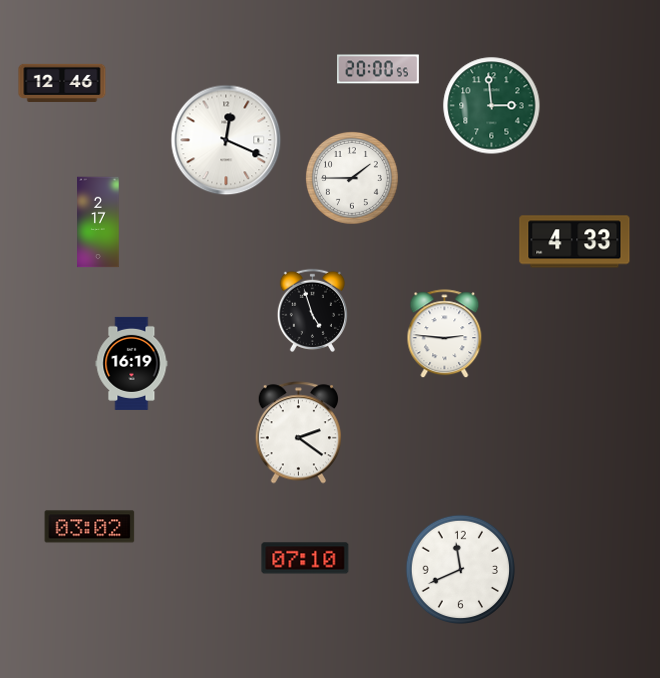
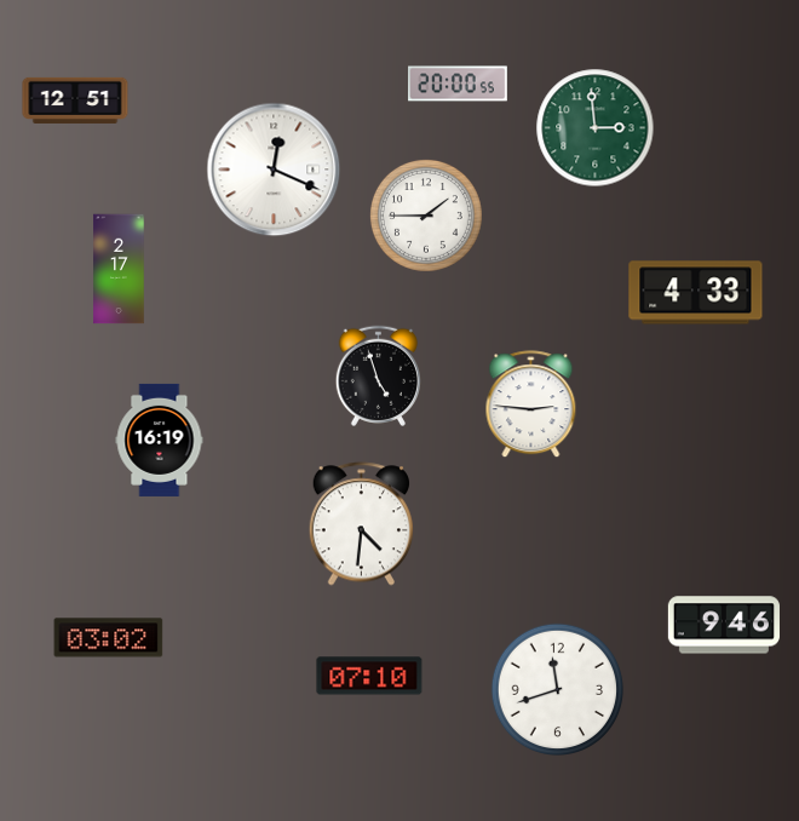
clock at (62, 83): 12:46 -> 12:51
clock at (445, 334) position: (445, 334) -> (531, 404)
clock at (298, 433): 2:21 -> 4:31
clock at (724, 625): none -> 9:46
clock at (460, 569): 11:41 -> 11:42
